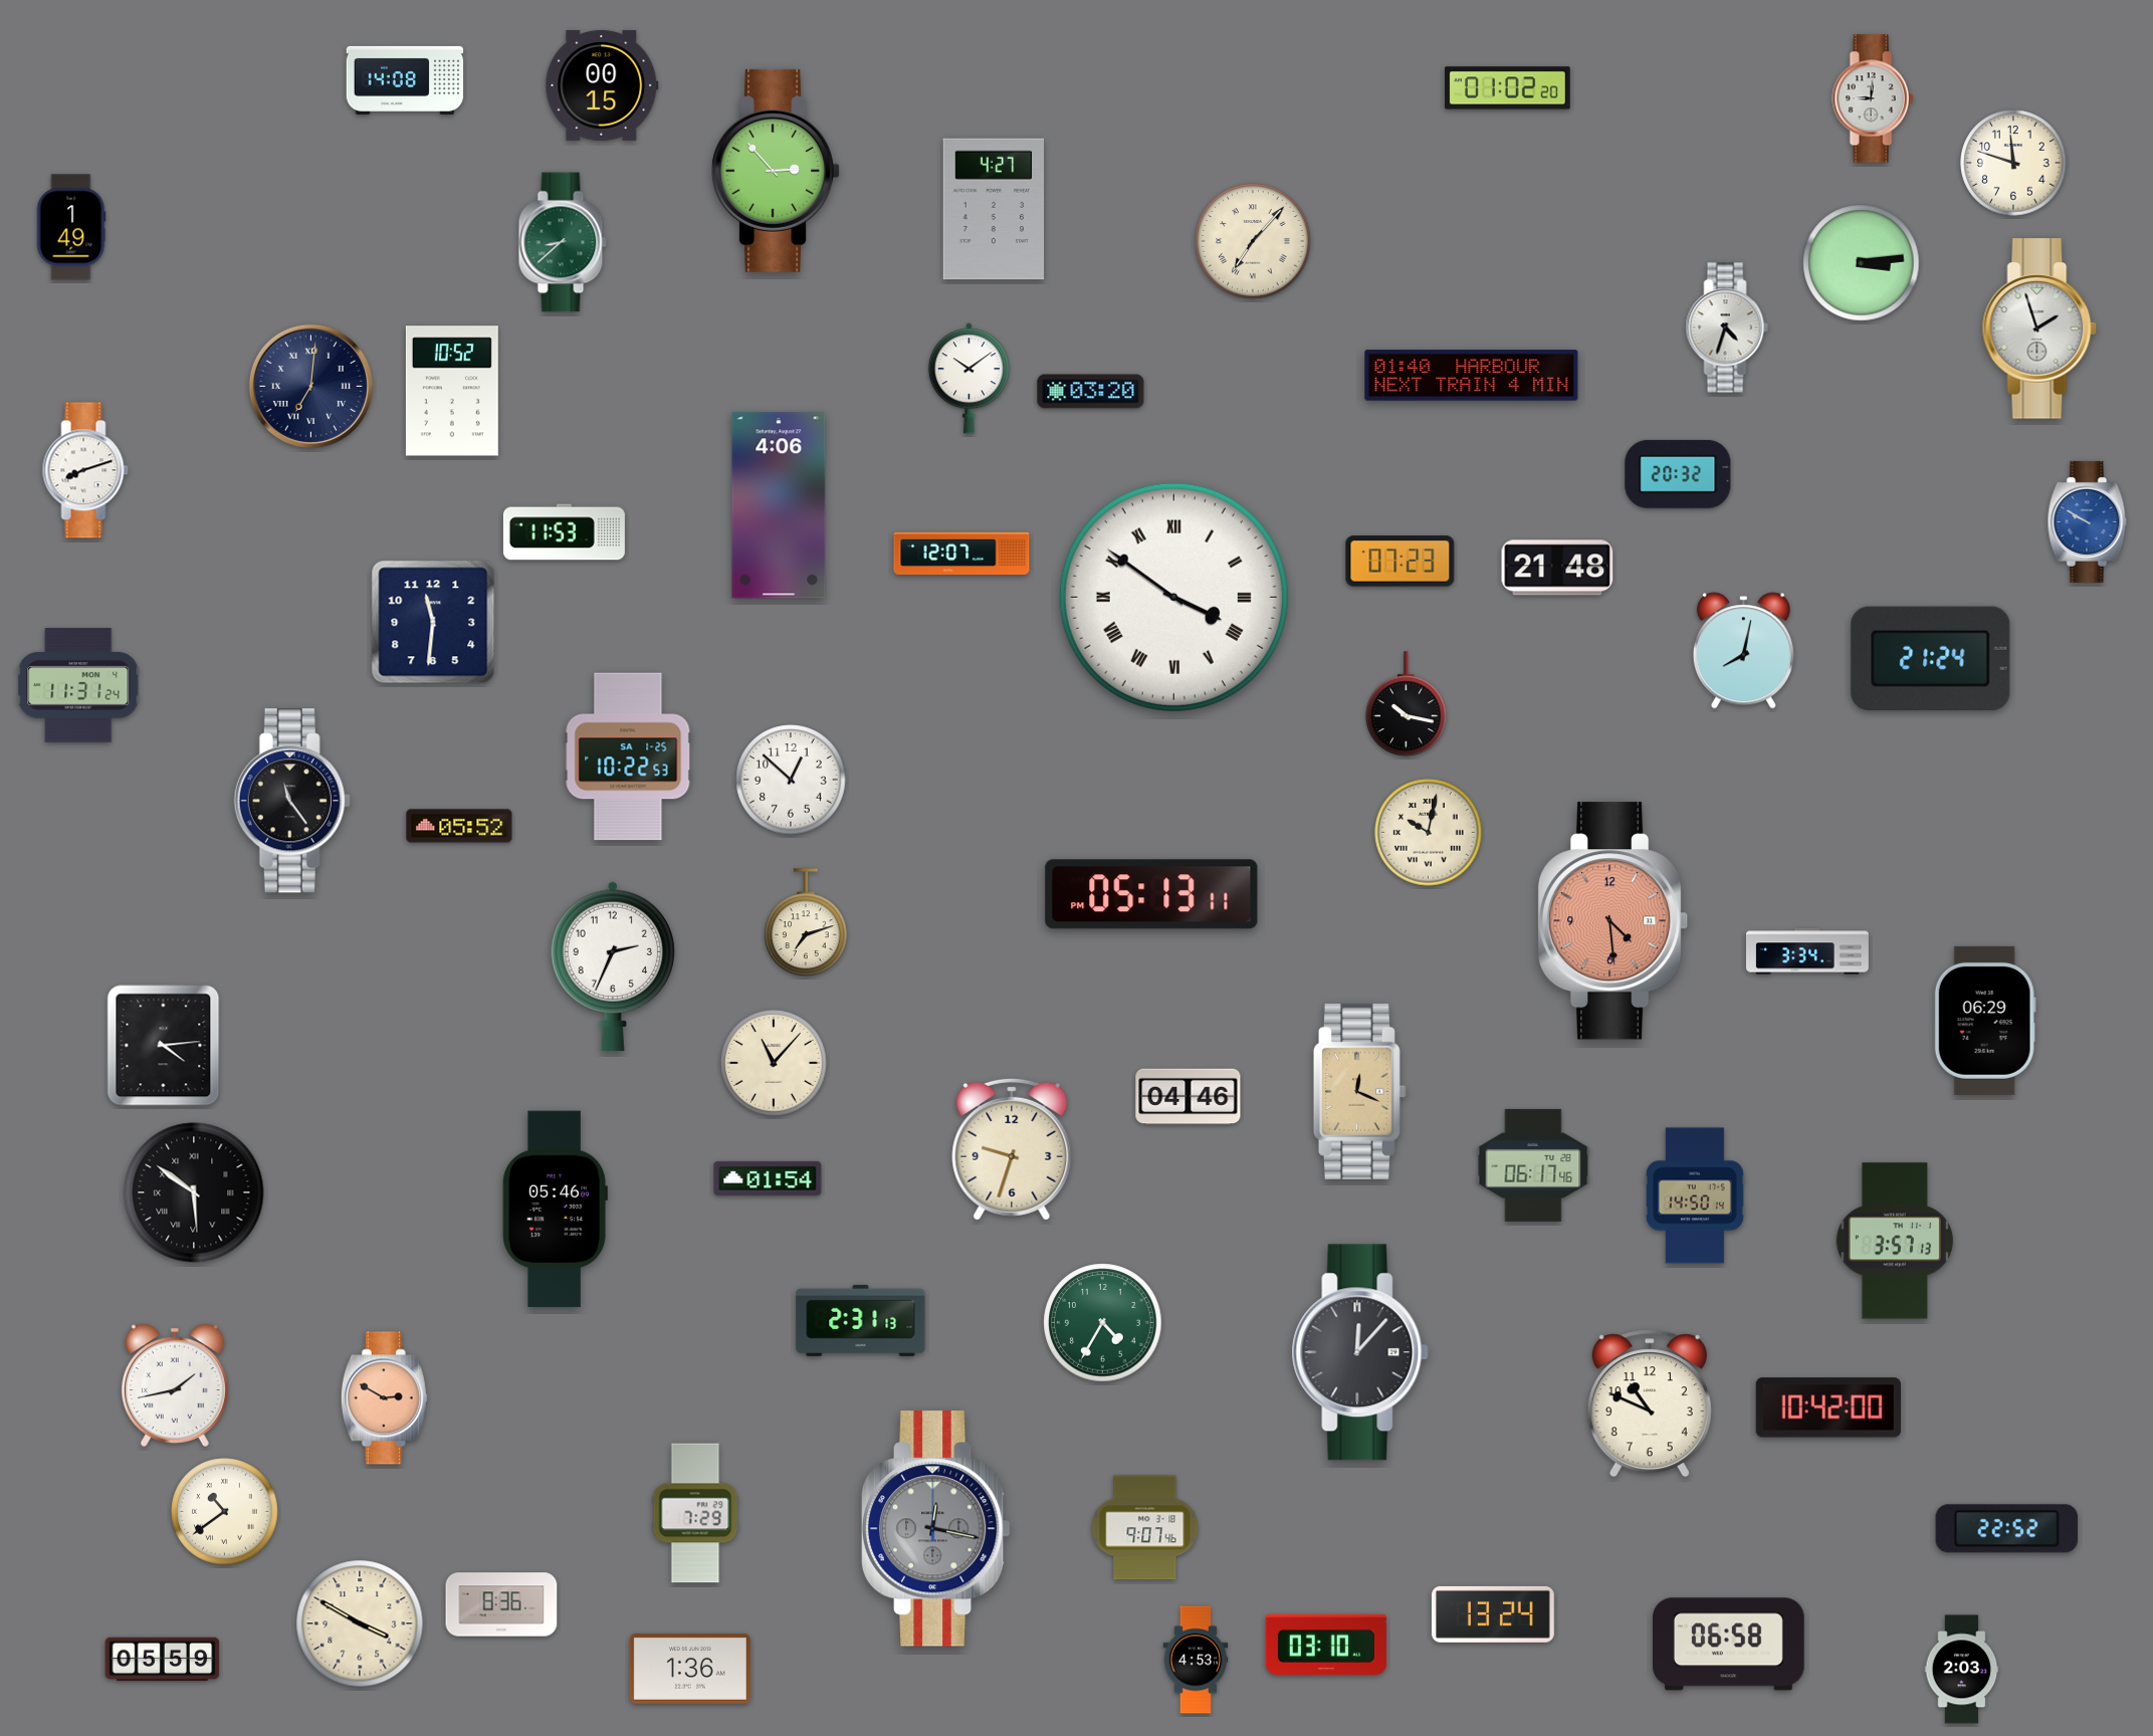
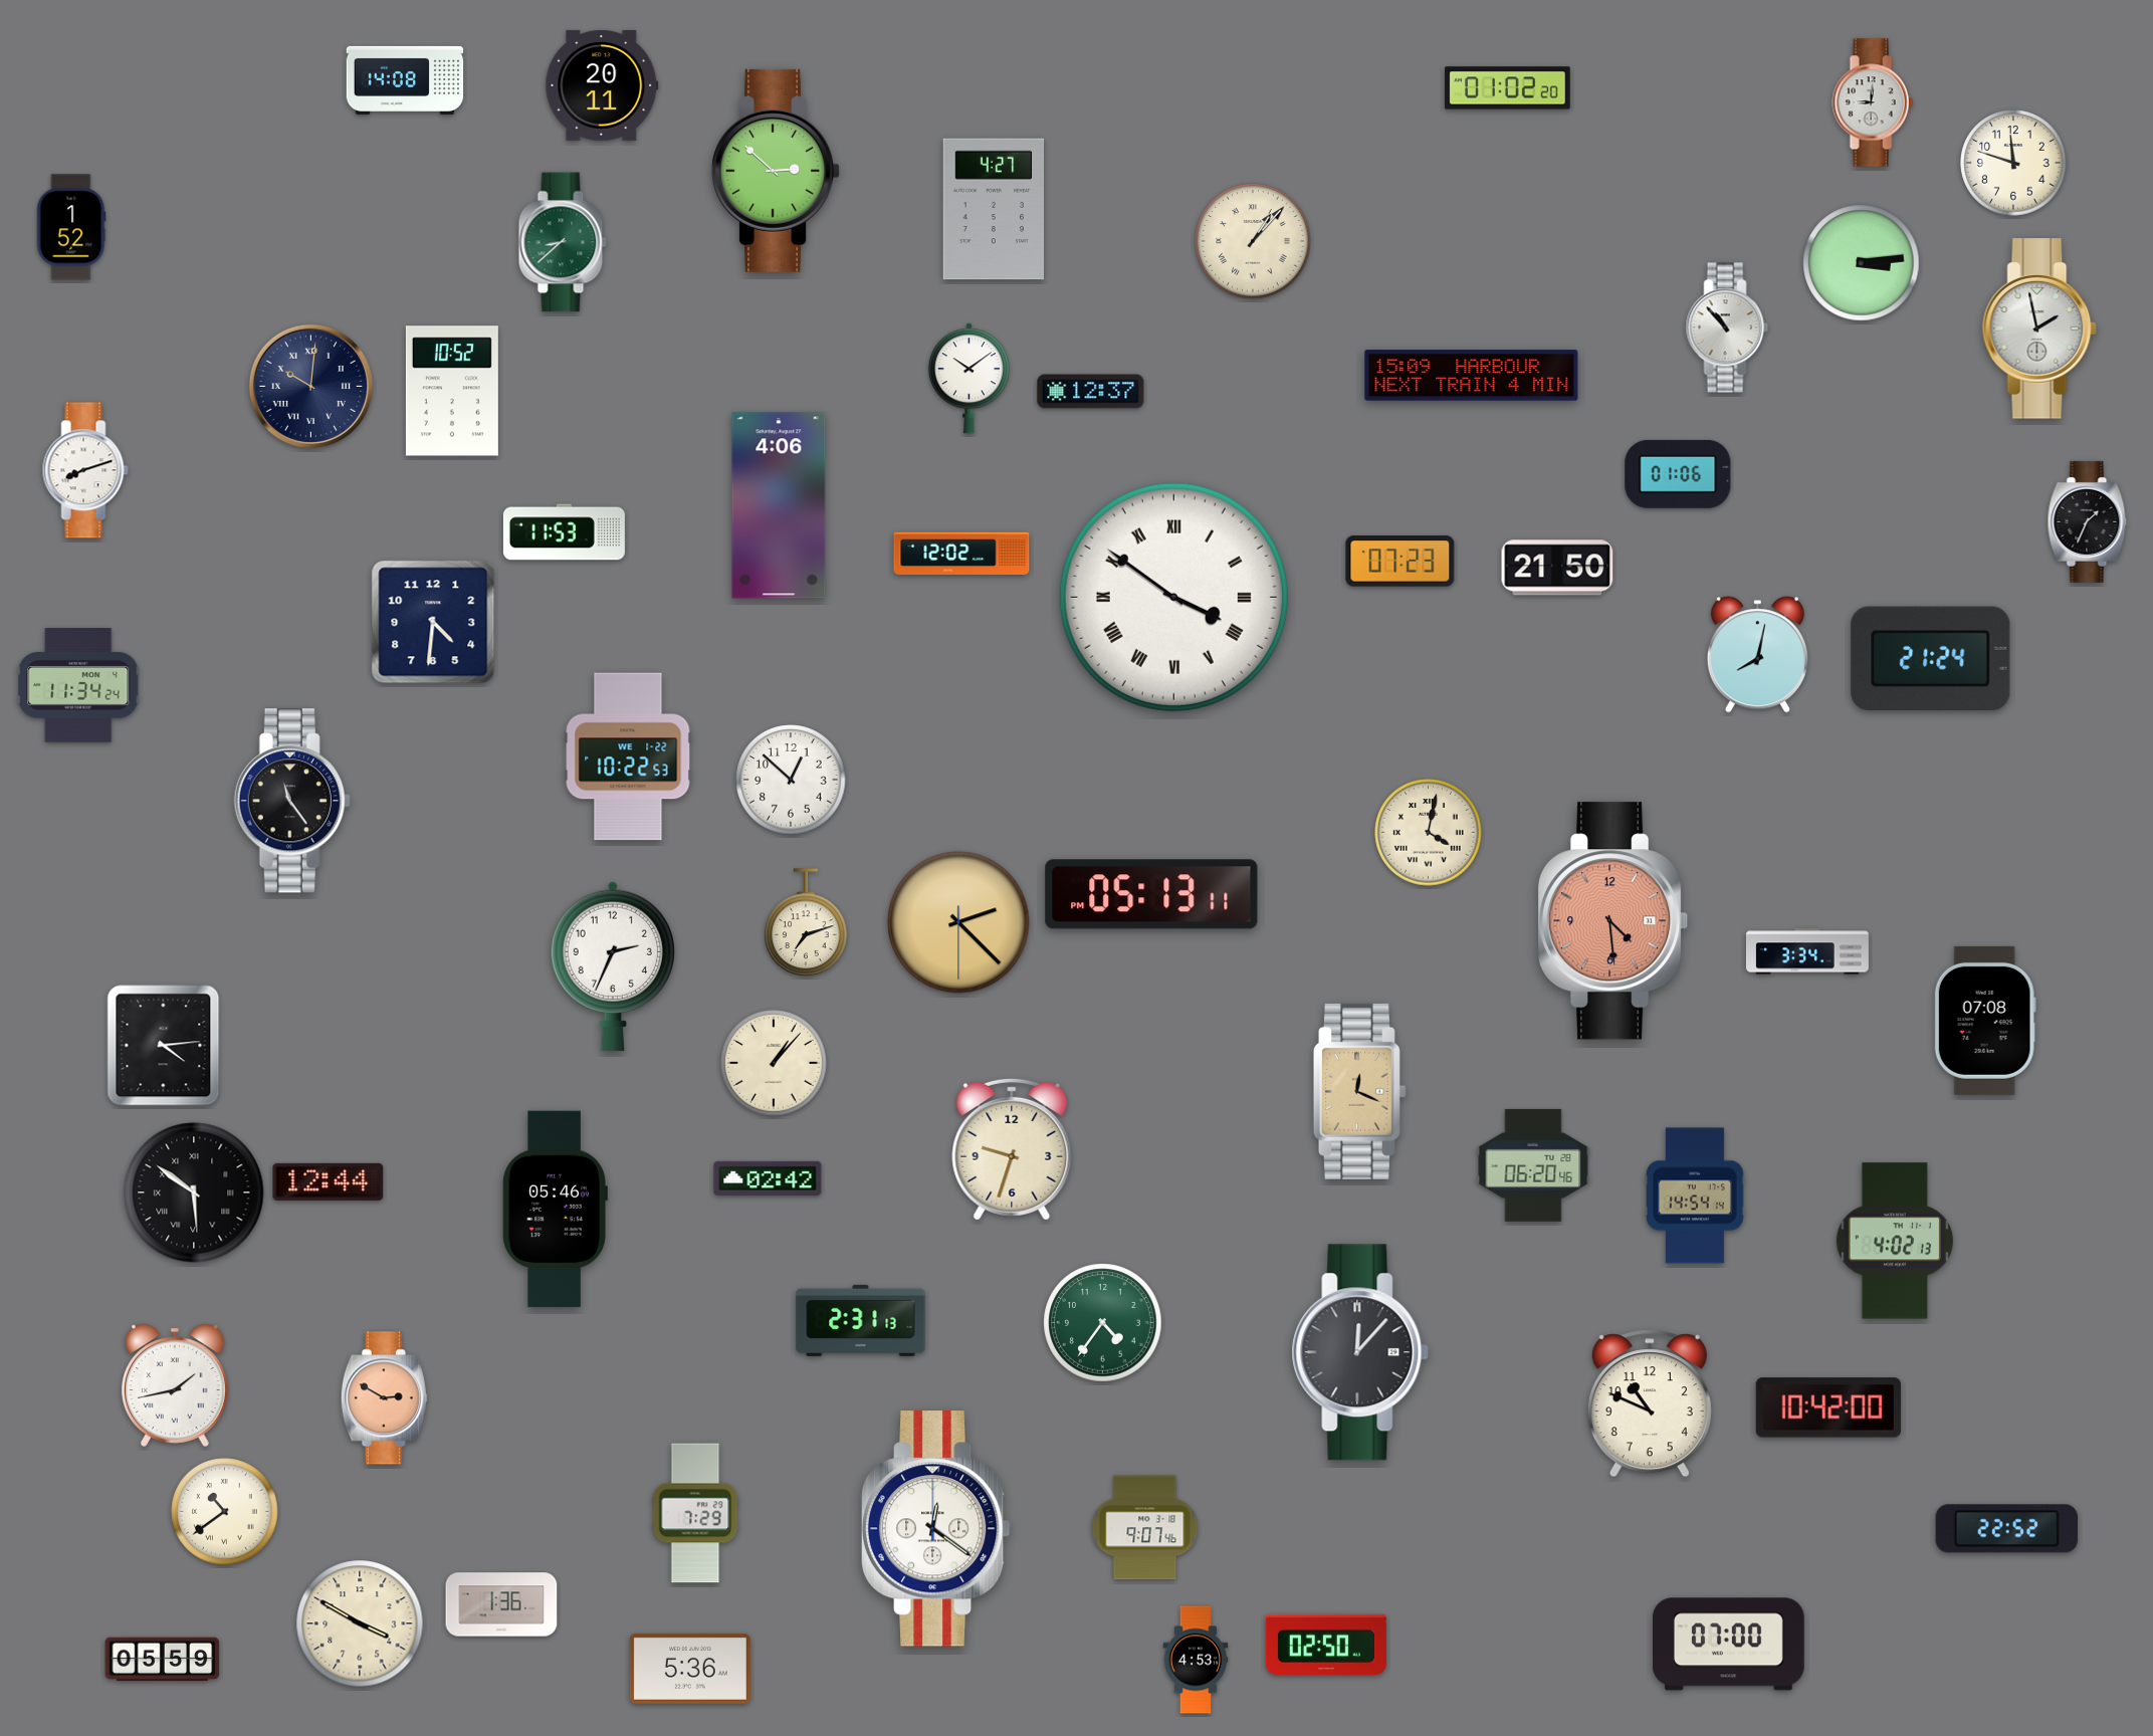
clock at (602, 85): 00:15 -> 20:11
clock at (1873, 98) position: (1873, 98) -> (1873, 102)
clock at (776, 171): 2:53 -> 2:52
clock at (71, 227): 1:49 -> 1:52
clock at (1253, 241): 7:07 -> 1:07
clock at (1727, 328): 4:33 -> 10:53
clock at (2039, 329): 1:57 -> 1:58
clock at (1472, 376): 01:40 -> 15:09
clock at (310, 386): 7:01 -> 10:01
clock at (1091, 392): 03:20 -> 12:37
clock at (1678, 474): 20:32 -> 01:06
clock at (2088, 521): 9:50 -> 1:34
clock at (2088, 521) dial: blue -> black
clock at (961, 553): 12:07 -> 12:02
clock at (1557, 568): 21:48 -> 21:50
clock at (433, 622): 11:31 -> 4:31
clock at (1743, 651) position: (1743, 651) -> (1757, 655)
clock at (78, 685): 11:31 -> 11:34
clock at (1407, 703): 10:17 -> none
clock at (628, 756) date: SA 1-25 -> WE 1-22
clock at (459, 826): 05:52 -> none
clock at (1429, 833): 10:02 -> 4:02
clock at (958, 922): none -> 2:22
clock at (1985, 1021): 06:29 -> 07:08
clock at (774, 1063): 11:07 -> 1:07
clock at (1189, 1097): 04:46 -> none
clock at (1533, 1165): 06:17 -> 06:20
clock at (768, 1178): 01:54 -> 02:42
clock at (329, 1181): none -> 12:44
clock at (1695, 1196): 14:50 -> 14:54
clock at (1895, 1241): 3:57 -> 4:02
clock at (1103, 1323): 4:35 -> 4:36
clock at (935, 1529): 12:17 -> 12:21
clock at (935, 1529) dial: grey -> white
clock at (501, 1604): 8:36 -> 1:36
clock at (1493, 1614): 13:24 -> none
clock at (1326, 1645): 03:10 -> 02:50
clock at (1729, 1645): 06:58 -> 07:00
clock at (690, 1669): 1:36 -> 5:36
clock at (1962, 1670): 2:03 -> none
